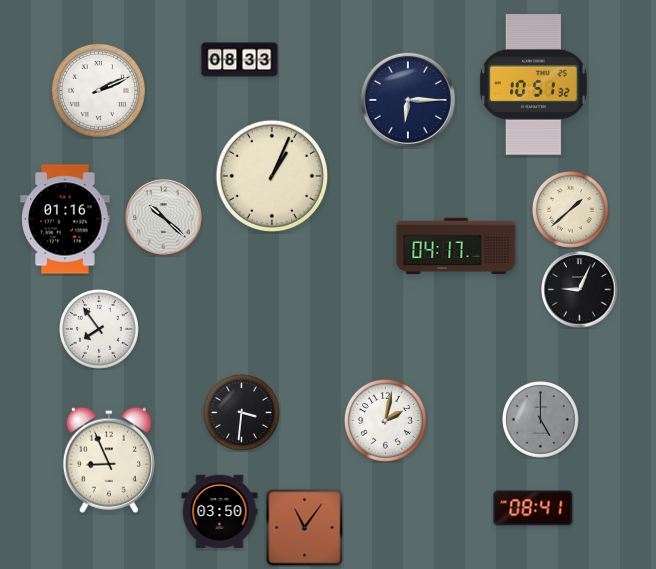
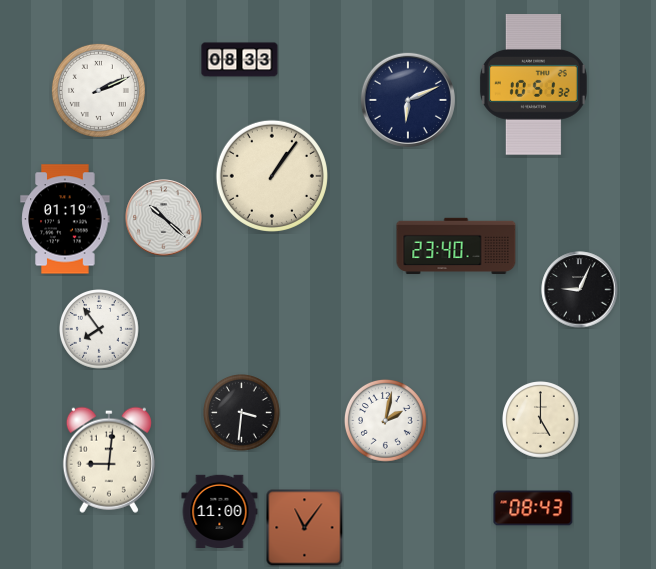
clock at (408, 100): 6:15 -> 6:11
clock at (272, 176): 1:04 -> 1:06
clock at (571, 210): 1:38 -> none
clock at (65, 219): 01:16 -> 01:19
clock at (456, 246): 04:17 -> 23:40
clock at (541, 420) dial: grey -> cream
clock at (109, 460): 8:56 -> 9:01
clock at (533, 508): 08:41 -> 08:43
clock at (220, 511): 03:50 -> 11:00
